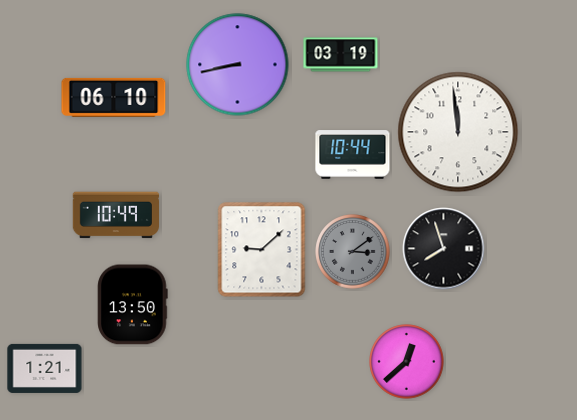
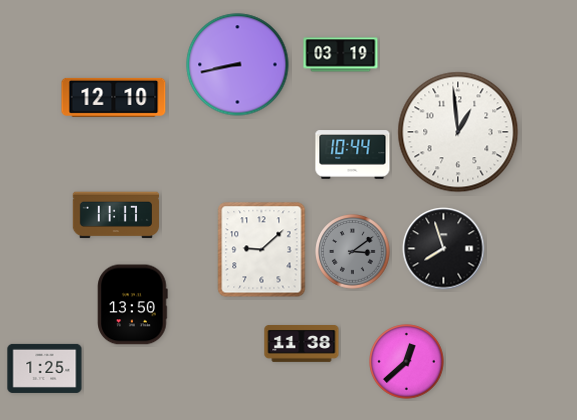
clock at (114, 97): 06:10 -> 12:10
clock at (458, 132): 11:59 -> 12:59
clock at (115, 215): 10:49 -> 11:17
clock at (302, 344): none -> 11:38
clock at (45, 368): 1:21 -> 1:25
